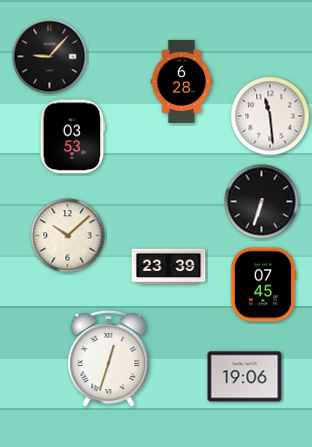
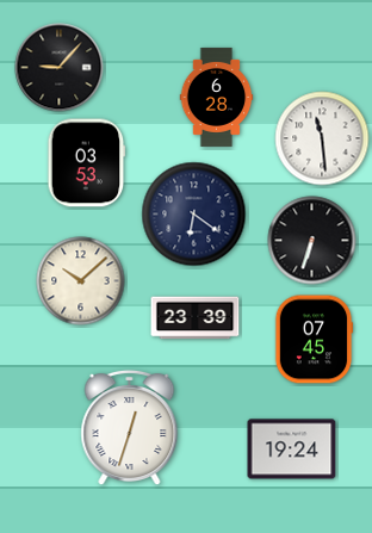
clock at (194, 215): none -> 6:21
clock at (169, 267) position: (169, 267) -> (196, 318)
clock at (245, 377): 19:06 -> 19:24
